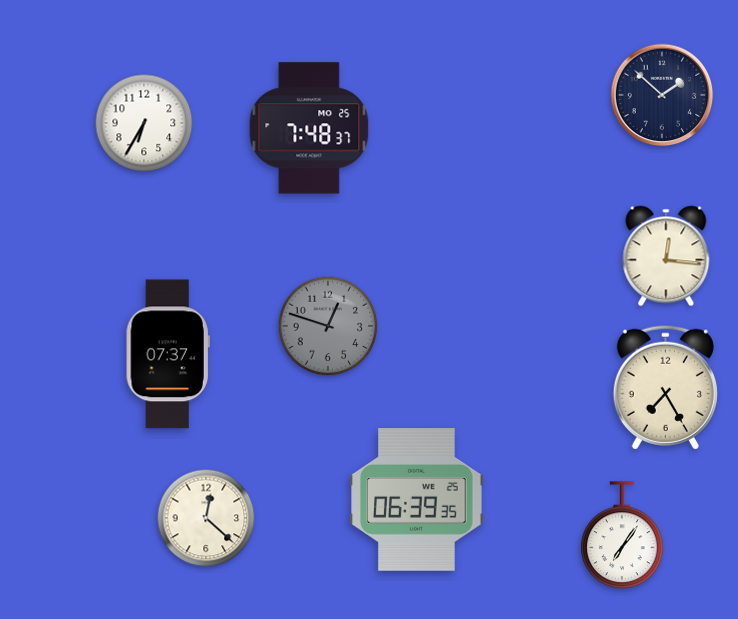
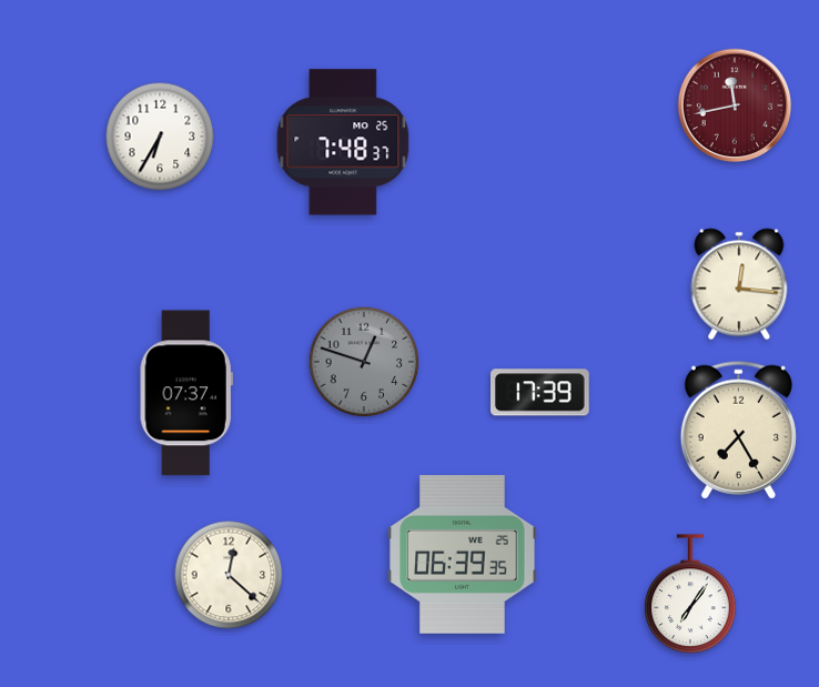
clock at (662, 95): 1:52 -> 11:43
clock at (662, 95) dial: navy -> burgundy
clock at (540, 393): none -> 17:39
